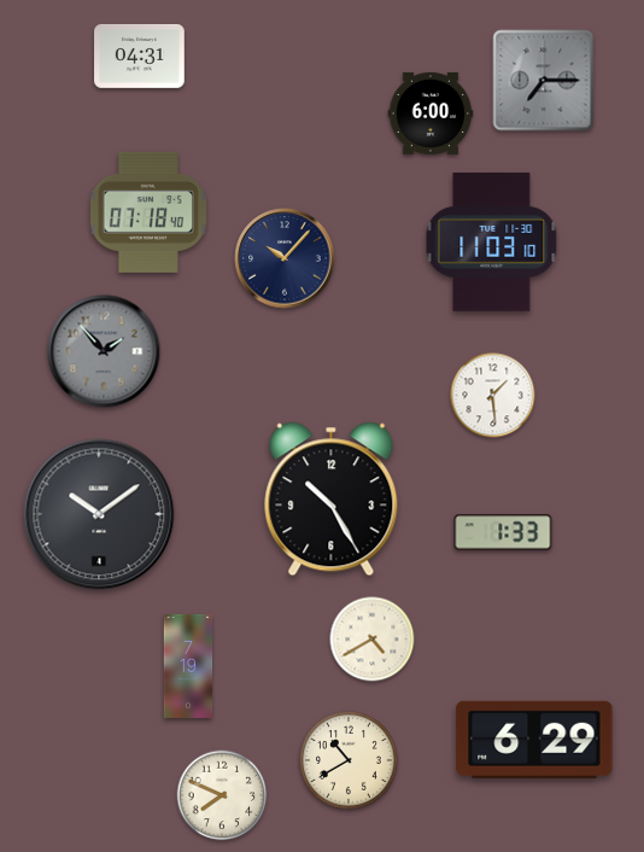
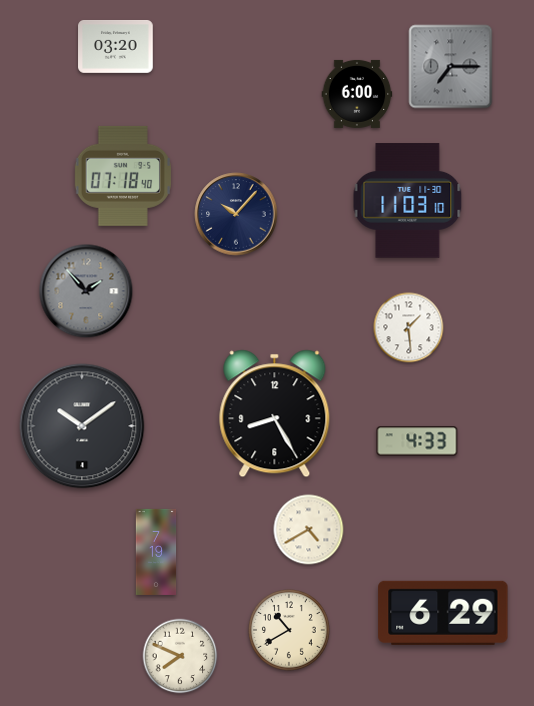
clock at (140, 57): 04:31 -> 03:20
clock at (332, 500): 10:25 -> 8:25
clock at (503, 532): 1:33 -> 4:33
clock at (222, 795) position: (222, 795) -> (180, 656)
